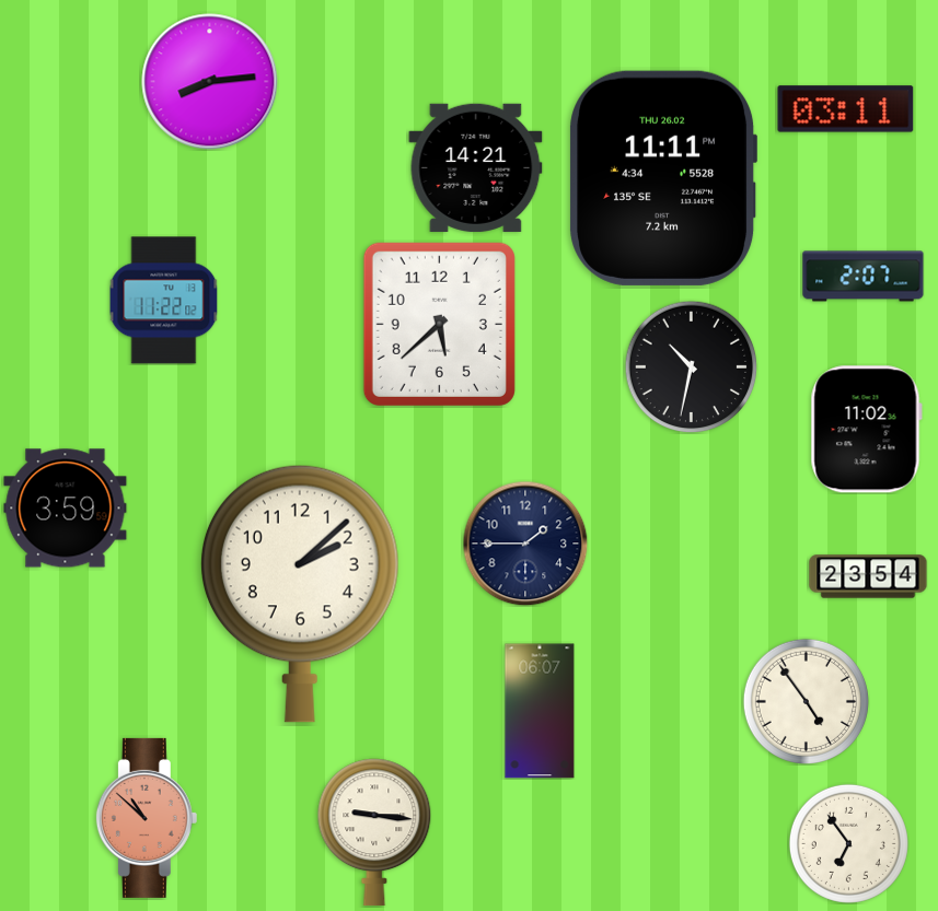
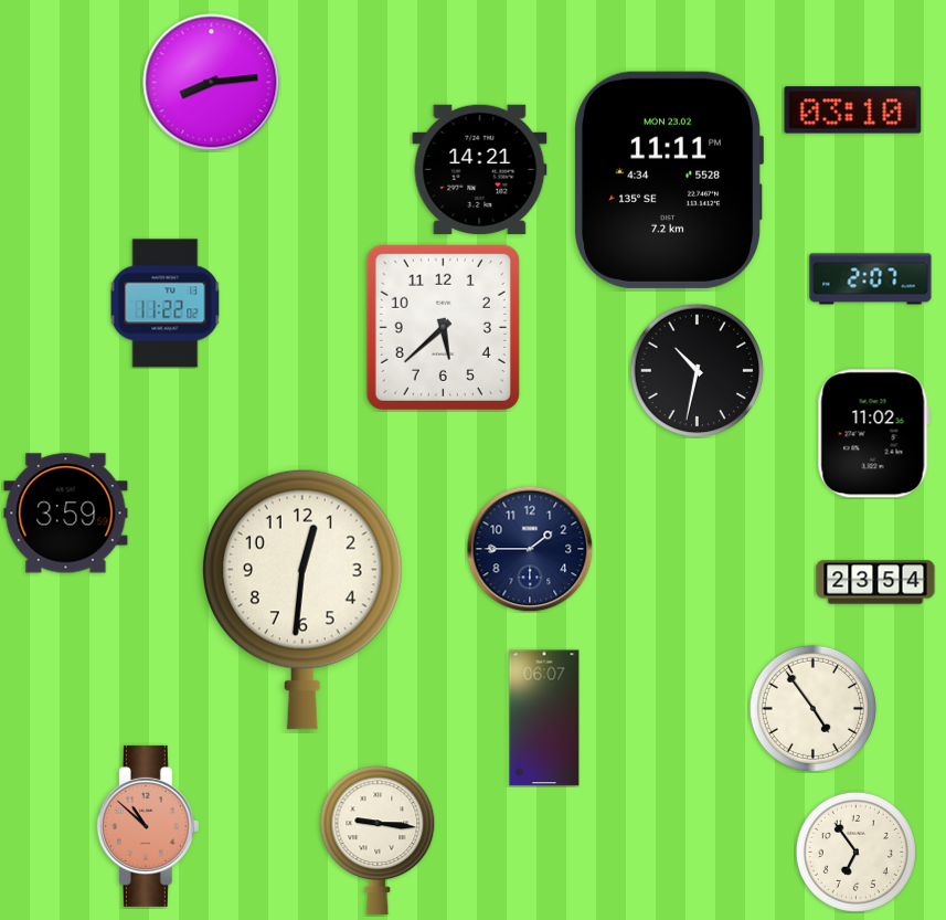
clock at (846, 109): 03:11 -> 03:10
clock at (662, 178) date: THU 26.02 -> MON 23.02
clock at (300, 594): 2:08 -> 12:31
